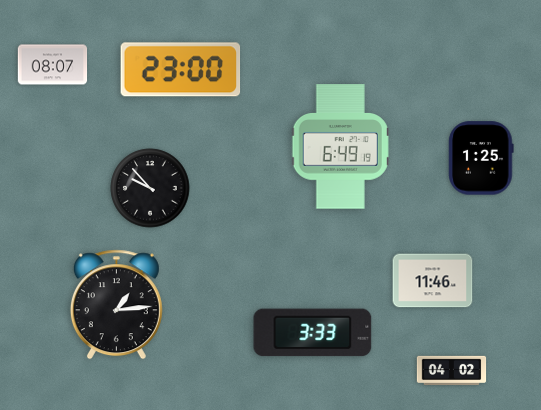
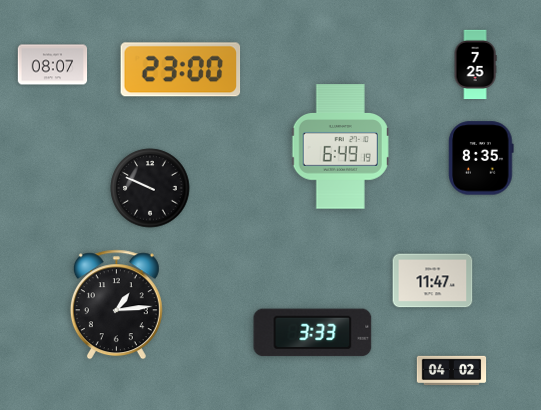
clock at (475, 65): none -> 7:25
clock at (481, 158): 1:25 -> 8:35
clock at (150, 188): 9:53 -> 9:49
clock at (433, 281): 11:46 -> 11:47
